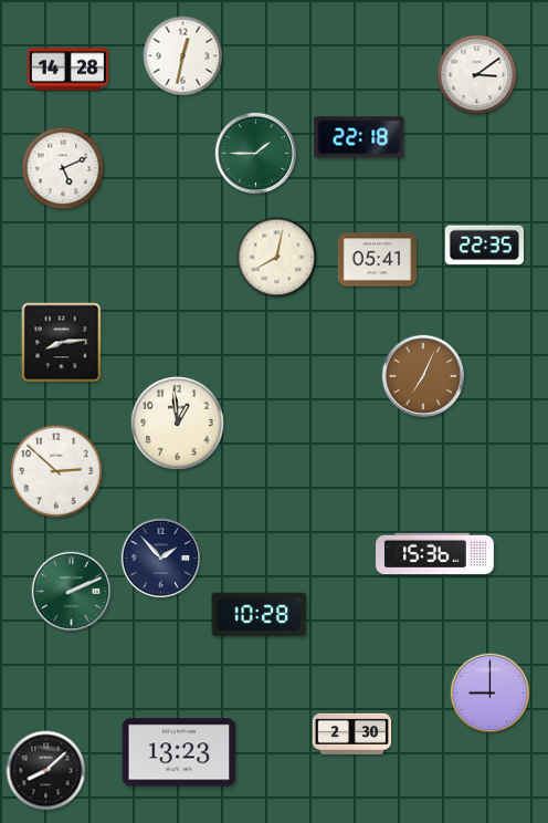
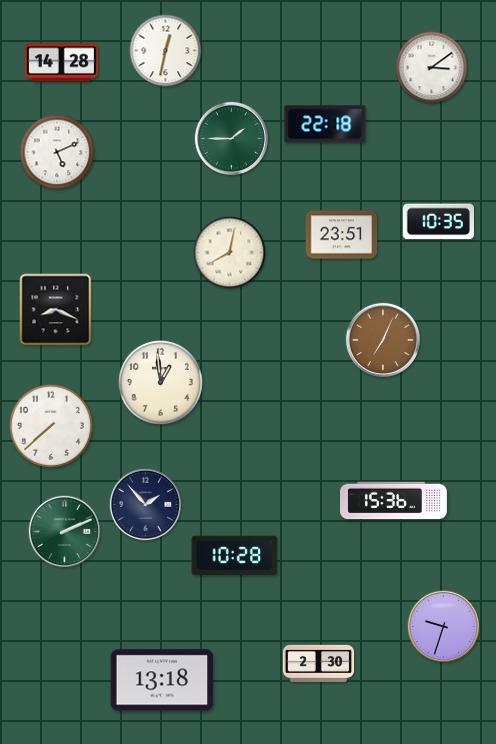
clock at (484, 246): 22:35 -> 10:35
clock at (277, 258) position: (277, 258) -> (230, 253)
clock at (378, 260): 05:41 -> 23:51
clock at (62, 343): 8:14 -> 8:19
clock at (56, 471): 2:52 -> 7:38
clock at (72, 592) position: (72, 592) -> (65, 532)
clock at (491, 694): 9:00 -> 9:33
clock at (179, 752): 13:23 -> 13:18
clock at (46, 771): 8:08 -> none
